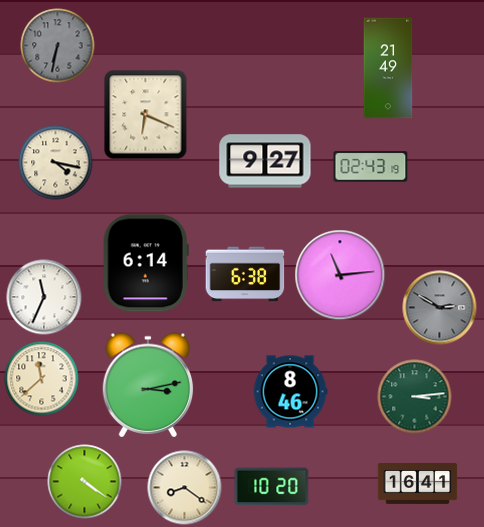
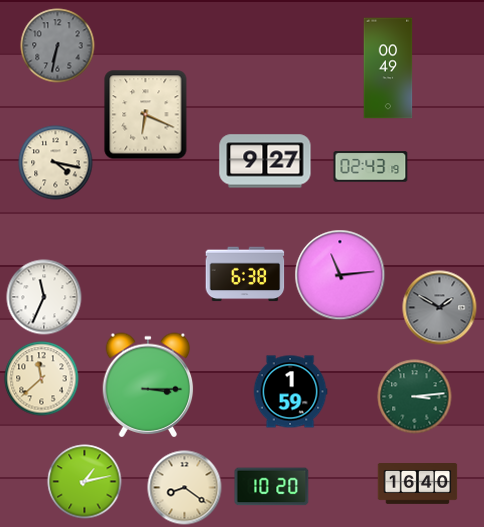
clock at (388, 68): 21:49 -> 00:49
clock at (146, 263): 6:14 -> none
clock at (440, 308): 2:50 -> 1:50
clock at (148, 385): 3:13 -> 3:15
clock at (290, 392): 8:46 -> 1:59
clock at (85, 482): 4:21 -> 1:13
clock at (418, 484): 16:41 -> 16:40
